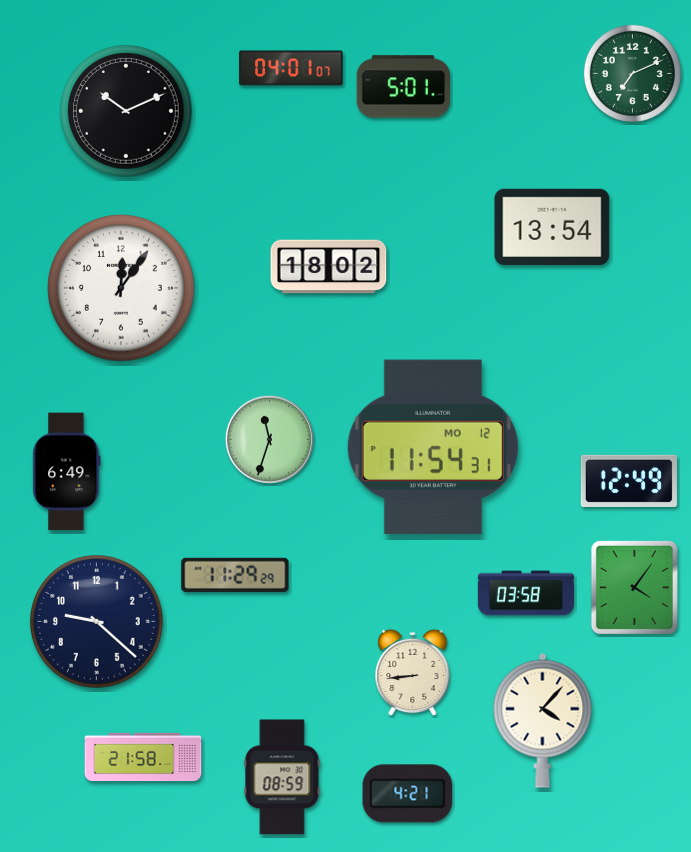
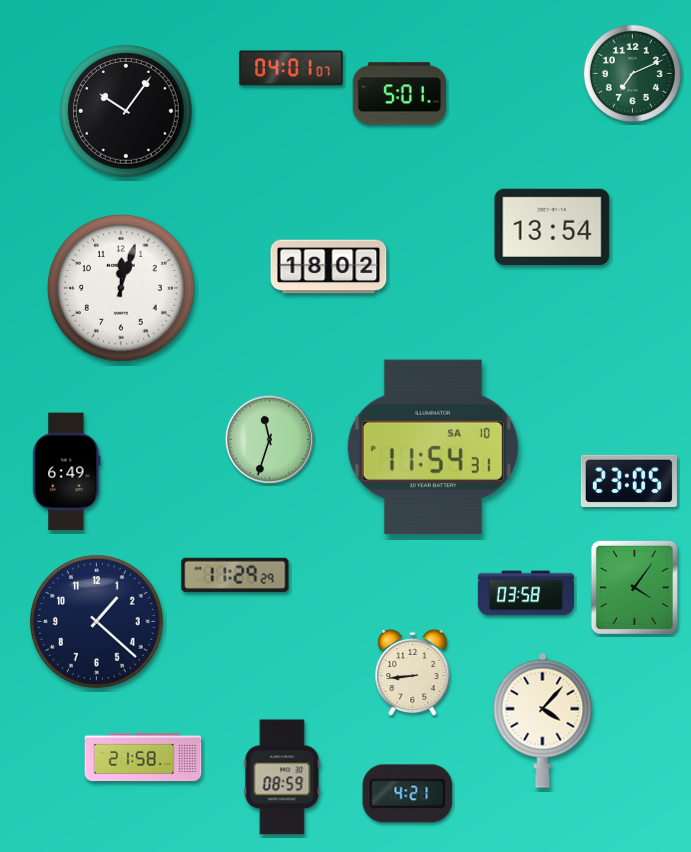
clock at (403, 87) position: (403, 87) -> (399, 94)
clock at (127, 112): 10:11 -> 10:06
clock at (121, 288): 12:06 -> 12:03
clock at (433, 447) date: MO 12 -> SA 10
clock at (629, 481): 12:49 -> 23:05
clock at (97, 622): 9:22 -> 1:22
